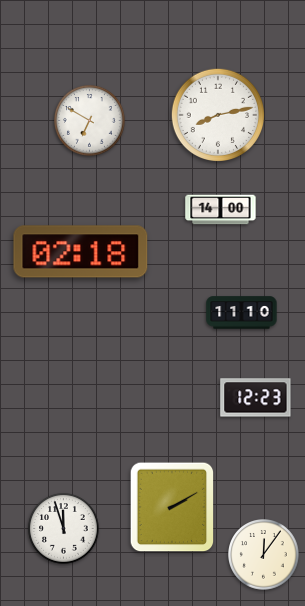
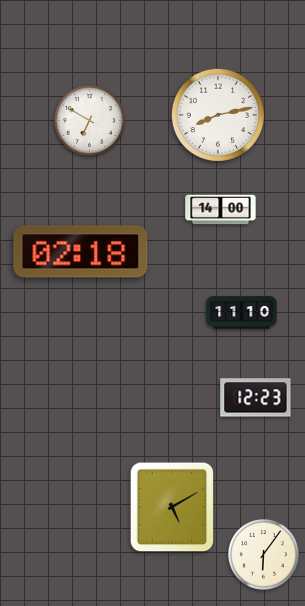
clock at (172, 507): 2:10 -> 5:10
clock at (64, 529): 11:57 -> none
clock at (264, 555): 12:06 -> 6:06
